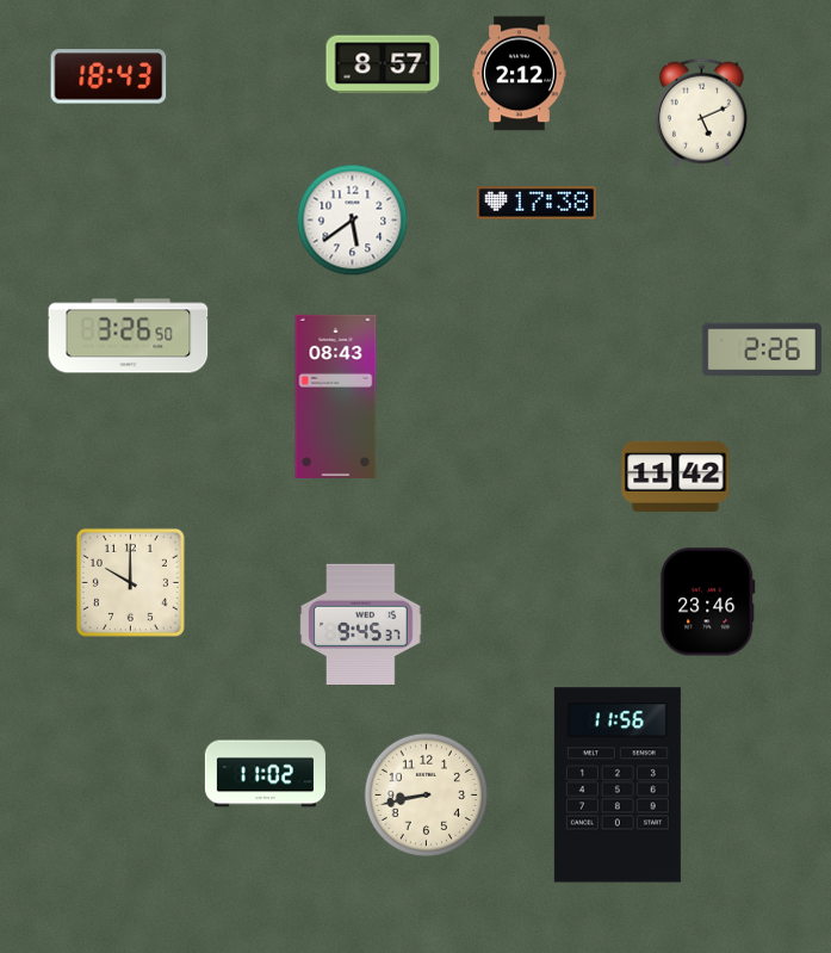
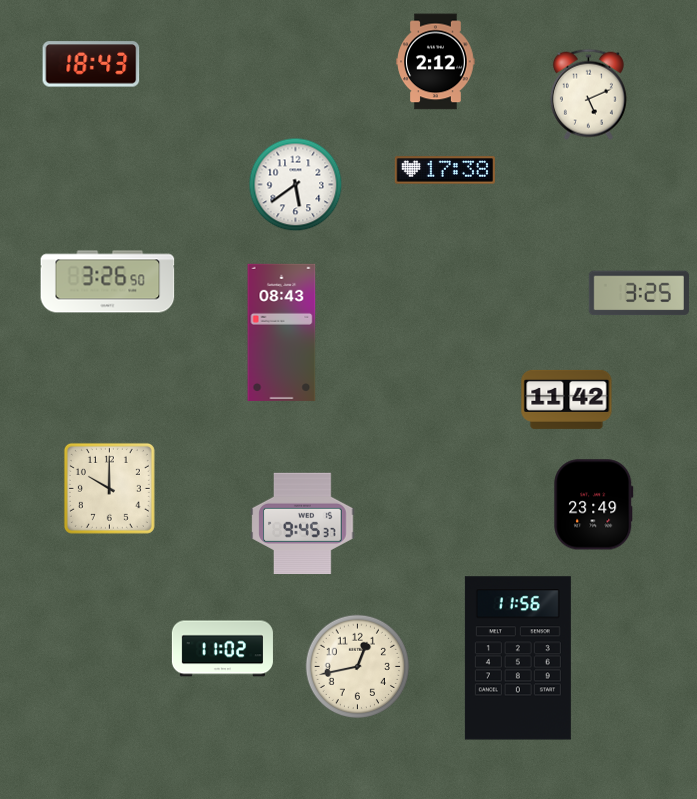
clock at (383, 64): 8:57 -> none
clock at (537, 203) position: (537, 203) -> (445, 170)
clock at (762, 349): 2:26 -> 3:25
clock at (708, 602): 23:46 -> 23:49
clock at (427, 796): 8:43 -> 12:43
